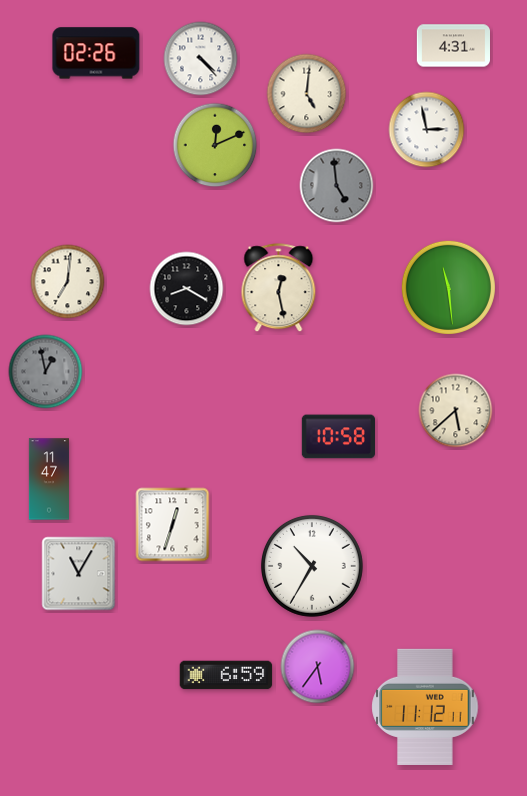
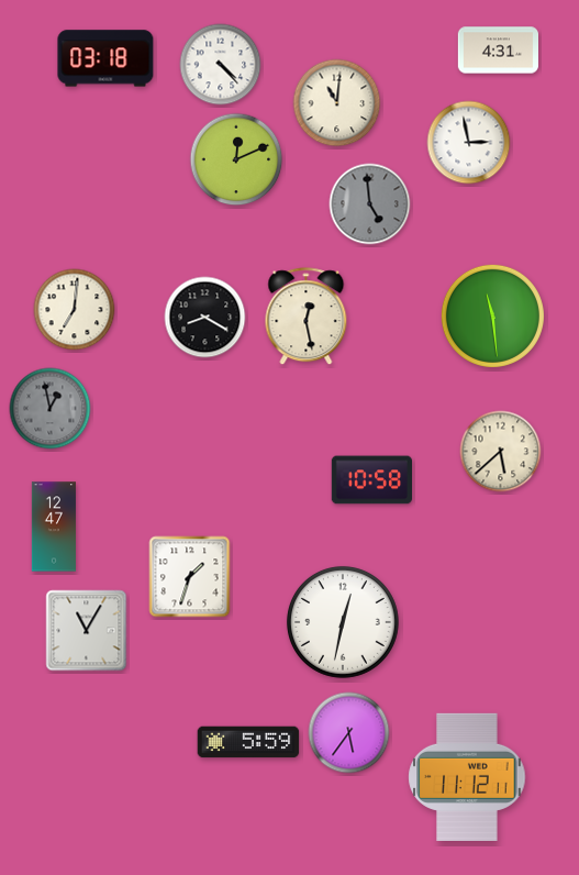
clock at (96, 53): 02:26 -> 03:18
clock at (307, 94): 5:01 -> 11:01
clock at (48, 479): 11:47 -> 12:47
clock at (173, 525): 12:33 -> 1:33
clock at (312, 566): 10:35 -> 12:32
clock at (226, 675): 6:59 -> 5:59
